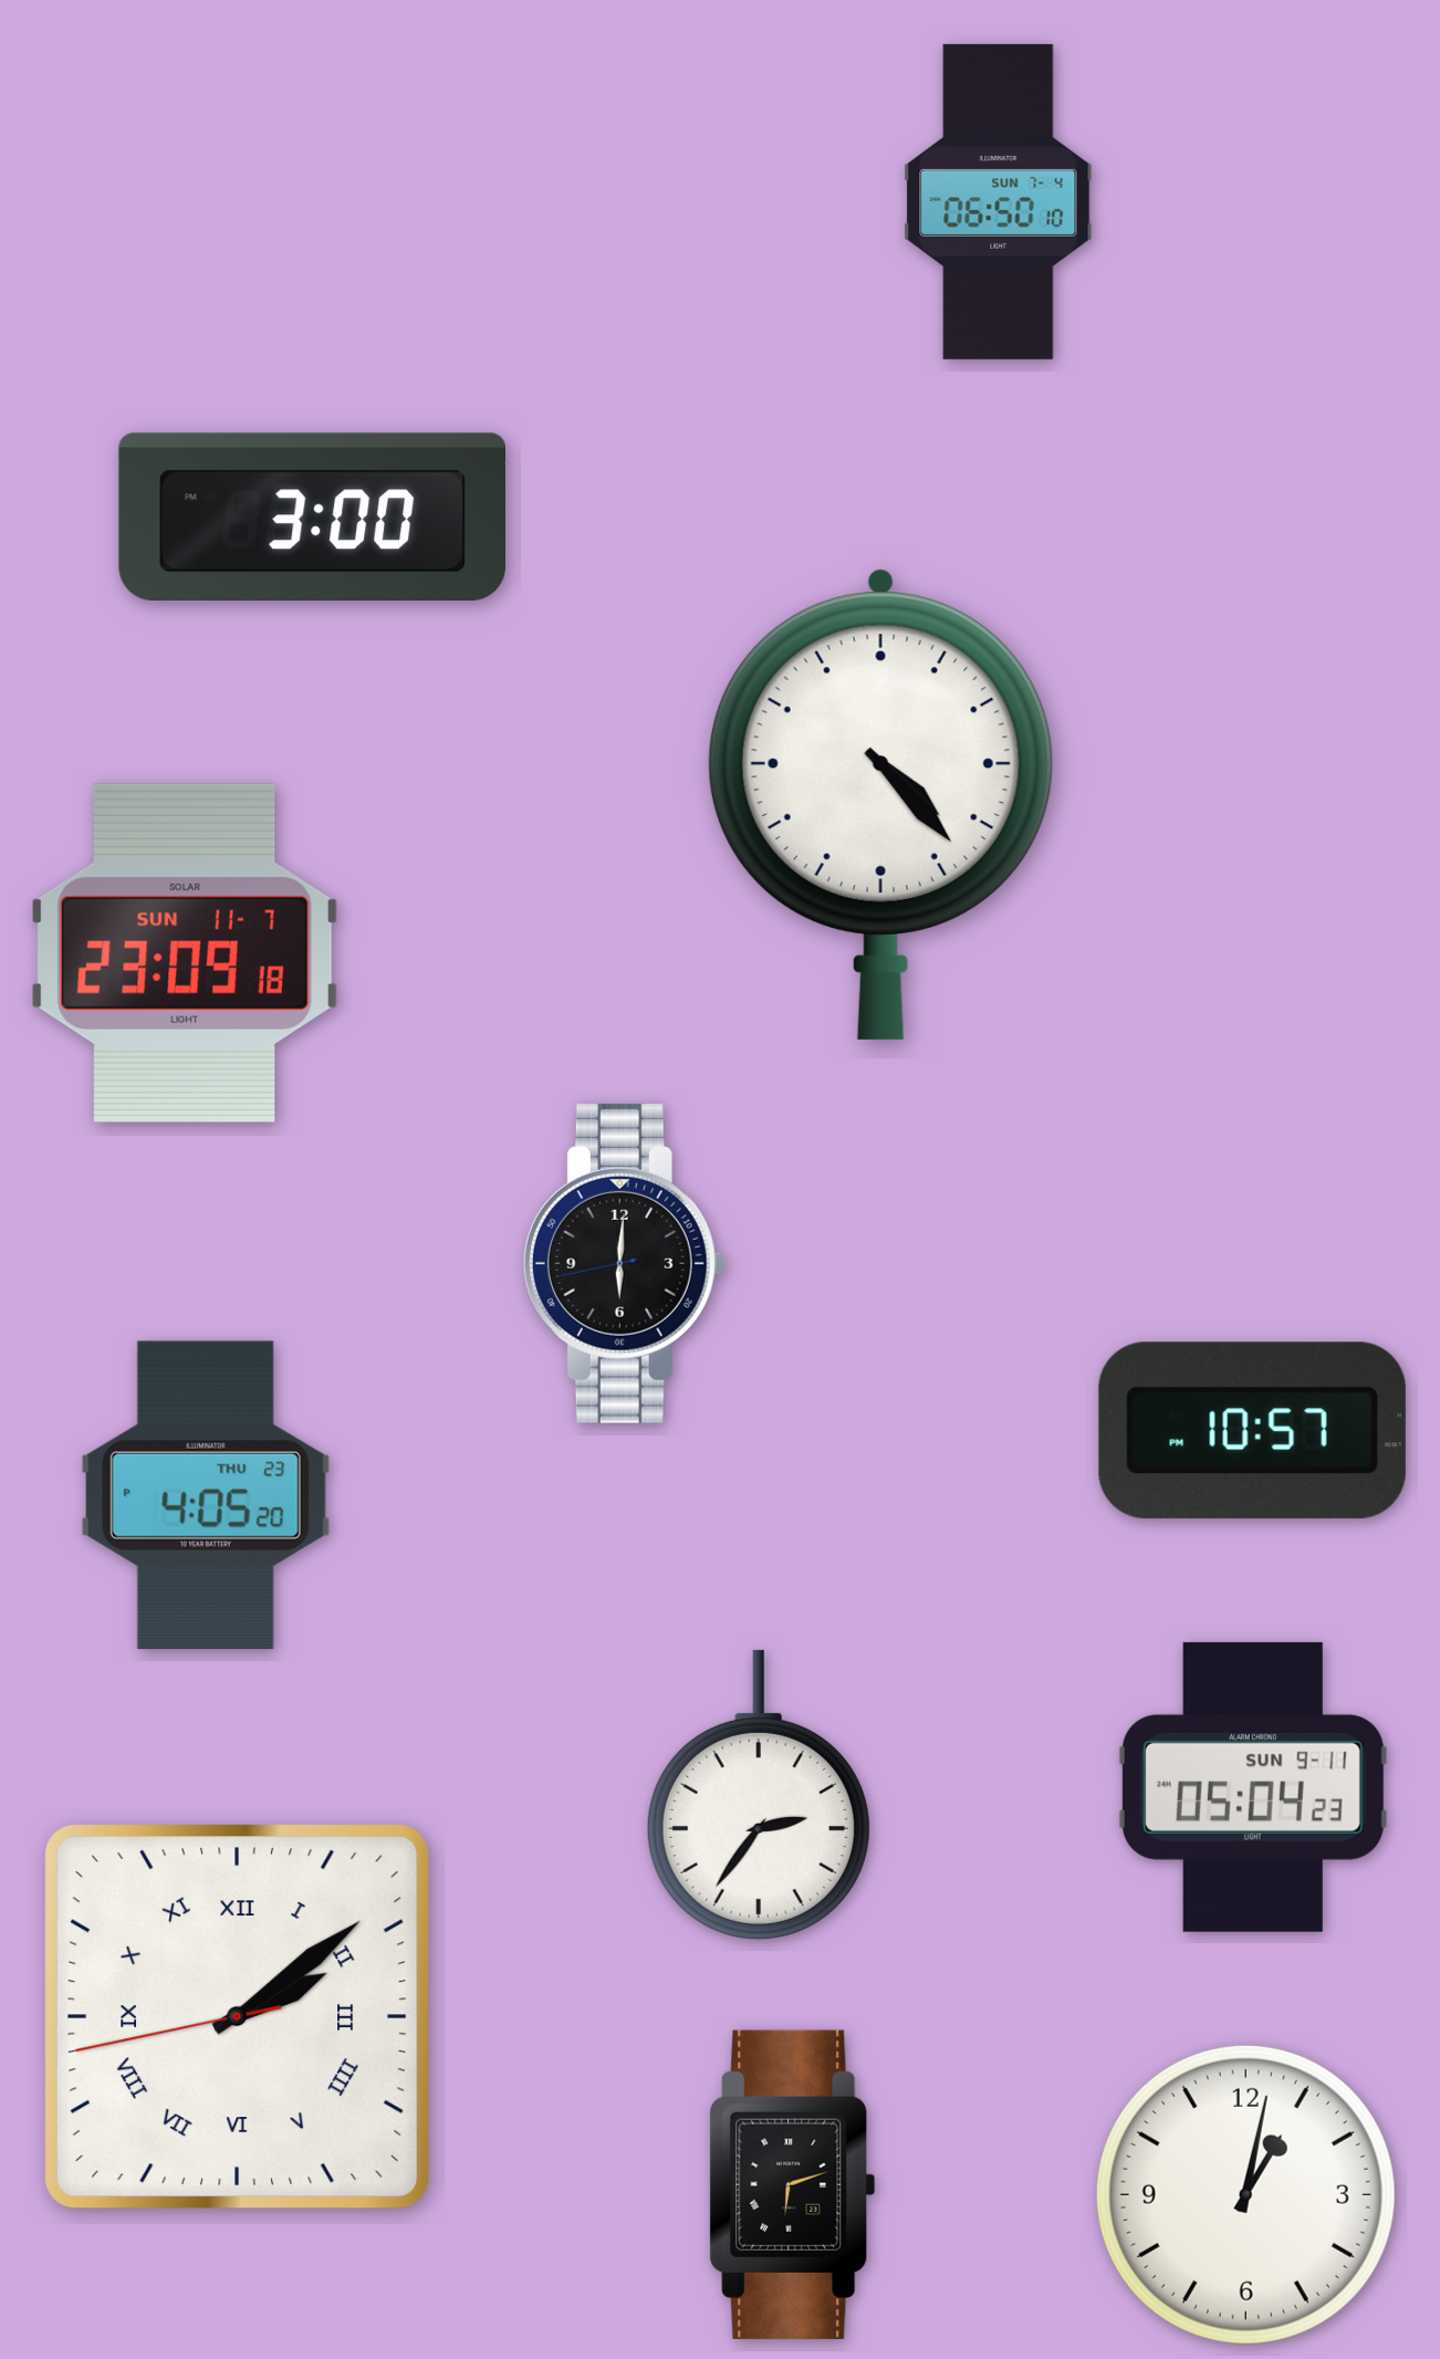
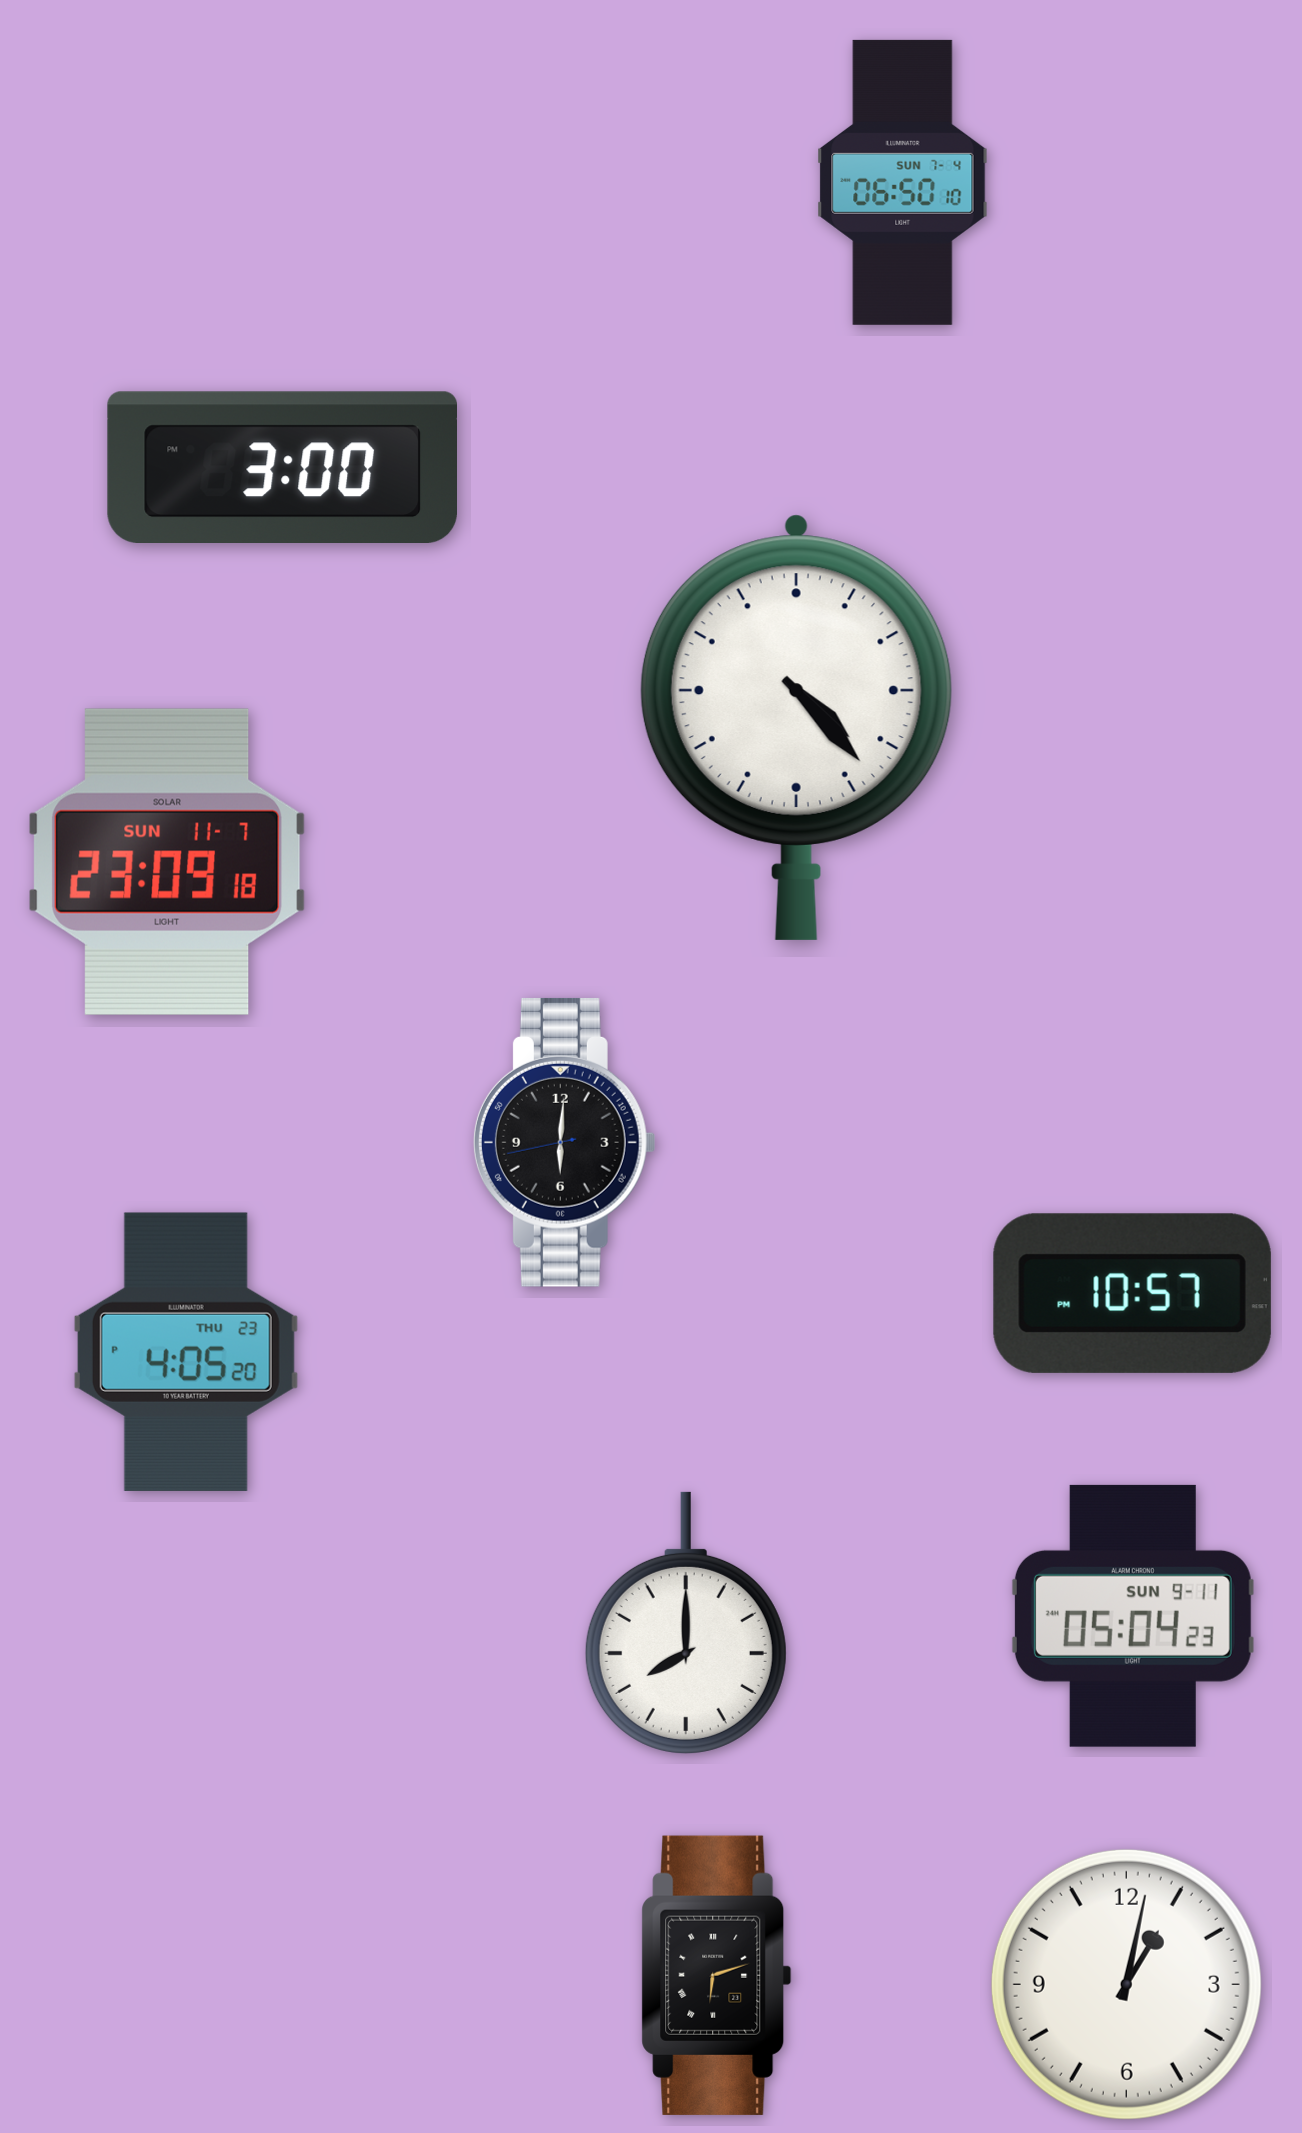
clock at (759, 1795): 2:36 -> 8:00
clock at (238, 2017): 2:08 -> none
